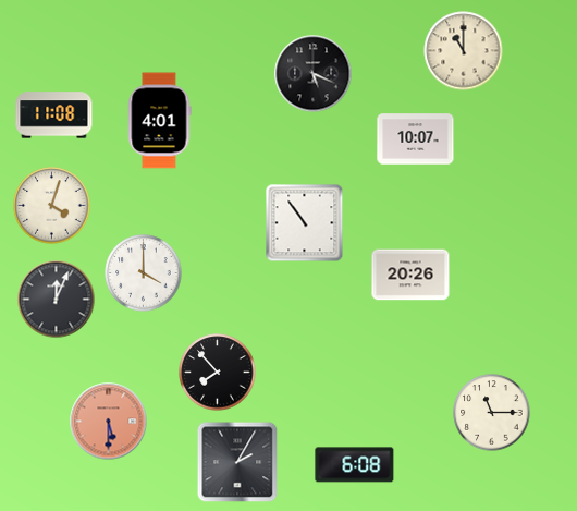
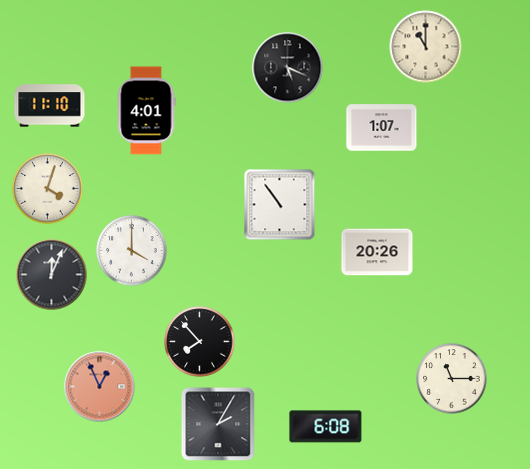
clock at (54, 115): 11:08 -> 11:10
clock at (416, 139): 10:07 -> 1:07
clock at (109, 422): 5:30 -> 12:56
